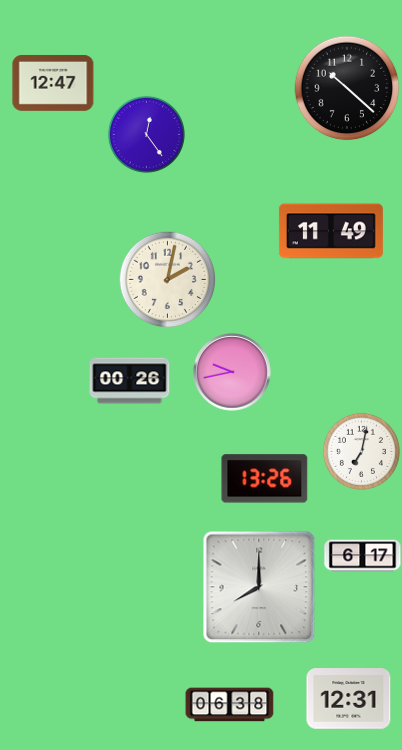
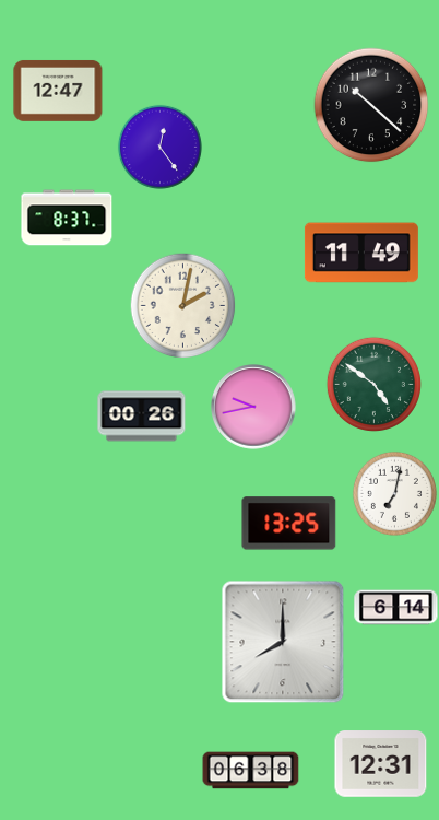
clock at (347, 88) position: (347, 88) -> (371, 105)
clock at (67, 218): none -> 8:37
clock at (373, 384): none -> 4:51
clock at (265, 479): 13:26 -> 13:25
clock at (363, 556): 6:17 -> 6:14
